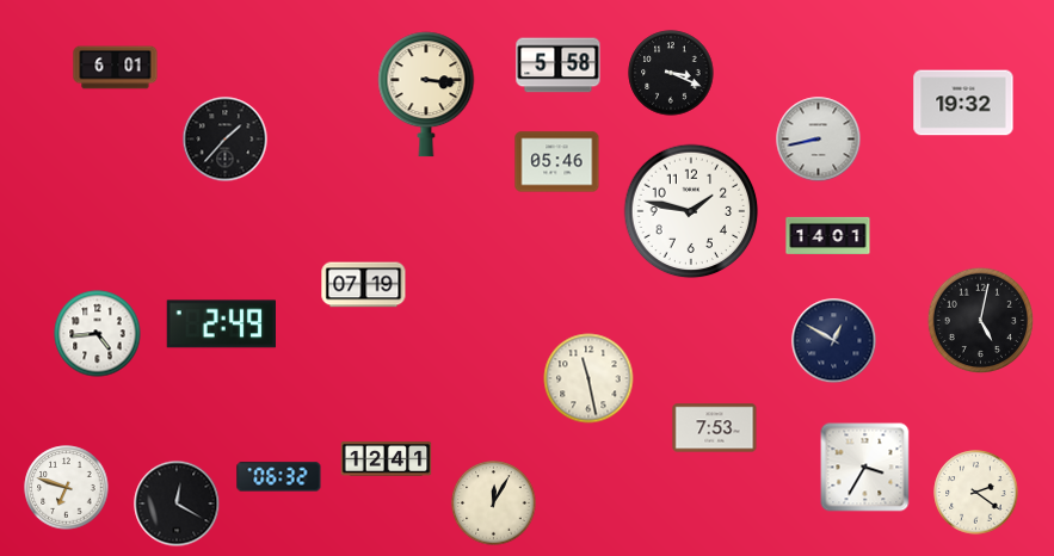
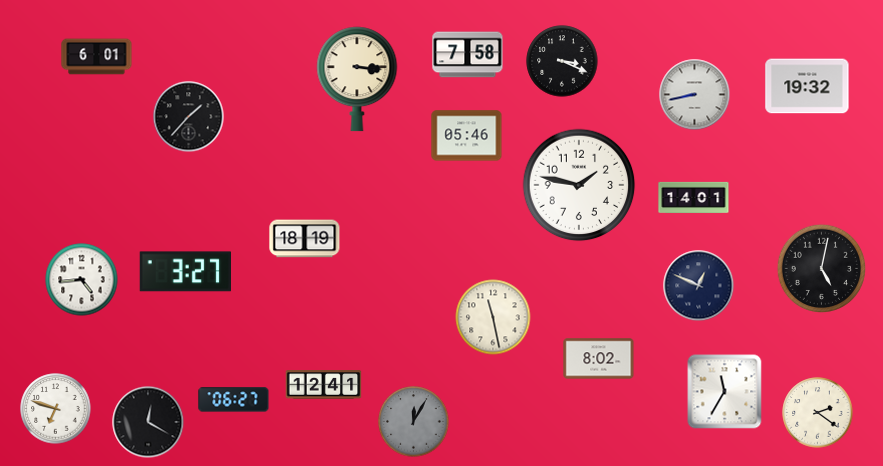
clock at (559, 66): 5:58 -> 7:58
clock at (819, 140) position: (819, 140) -> (695, 95)
clock at (691, 211) position: (691, 211) -> (579, 185)
clock at (364, 285): 07:19 -> 18:19
clock at (221, 325): 2:49 -> 3:27
clock at (834, 341): 12:50 -> 12:49
clock at (715, 428): 7:53 -> 8:02
clock at (865, 468): 3:35 -> 11:35
clock at (279, 477): 06:32 -> 06:27
clock at (494, 504) dial: cream -> grey
